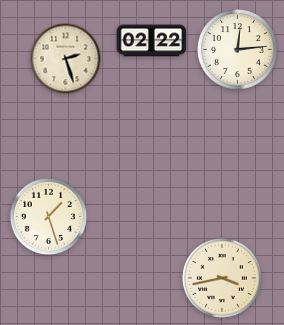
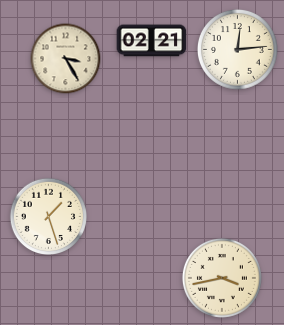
clock at (152, 41): 02:22 -> 02:21
clock at (66, 59): 2:27 -> 3:25
